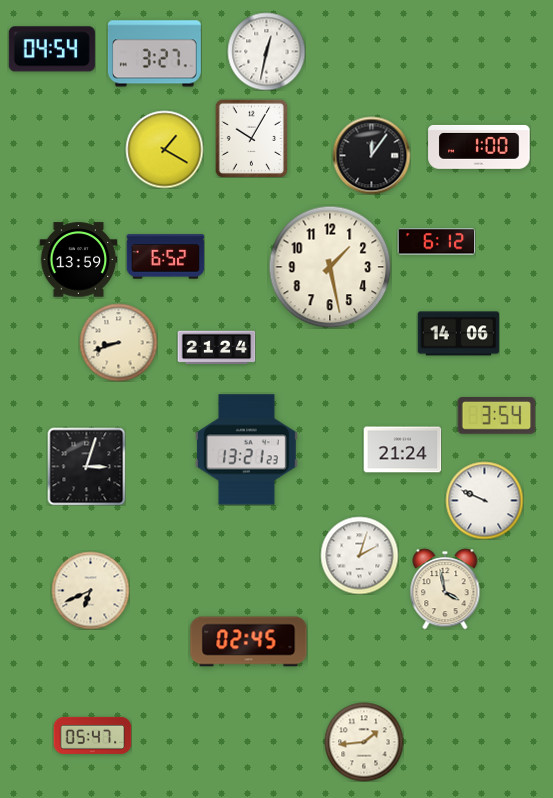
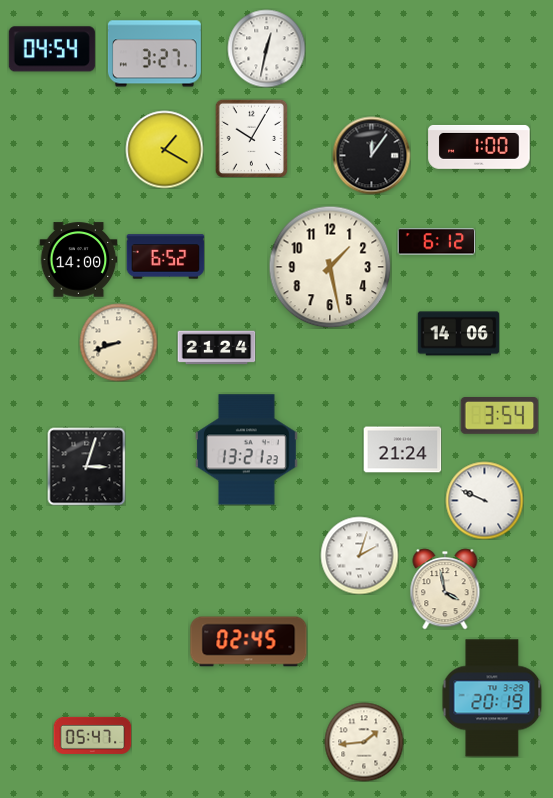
clock at (266, 51) position: (266, 51) -> (266, 48)
clock at (78, 260): 13:59 -> 14:00
clock at (496, 416) position: (496, 416) -> (499, 416)
clock at (90, 590): 6:41 -> none
clock at (492, 698): none -> 20:19
